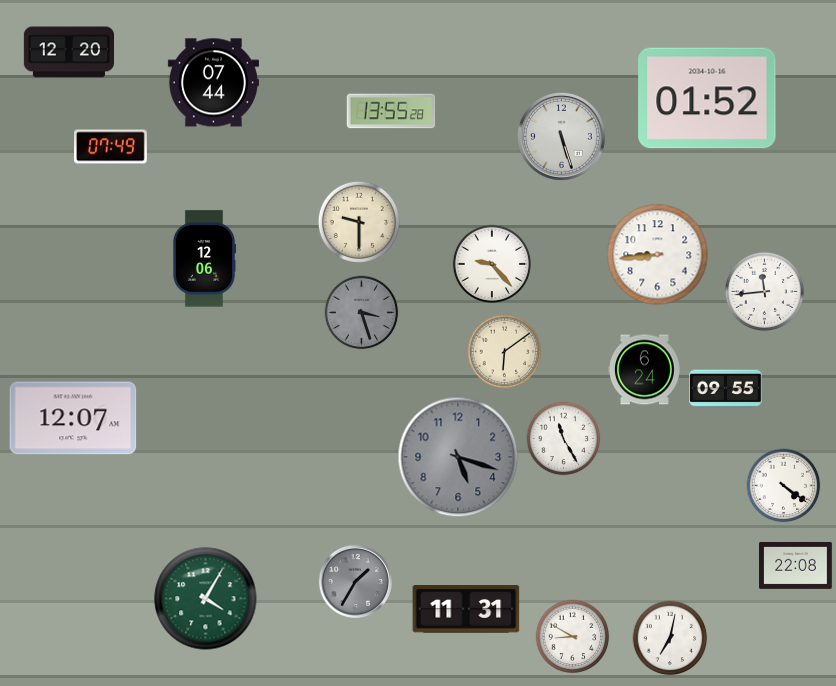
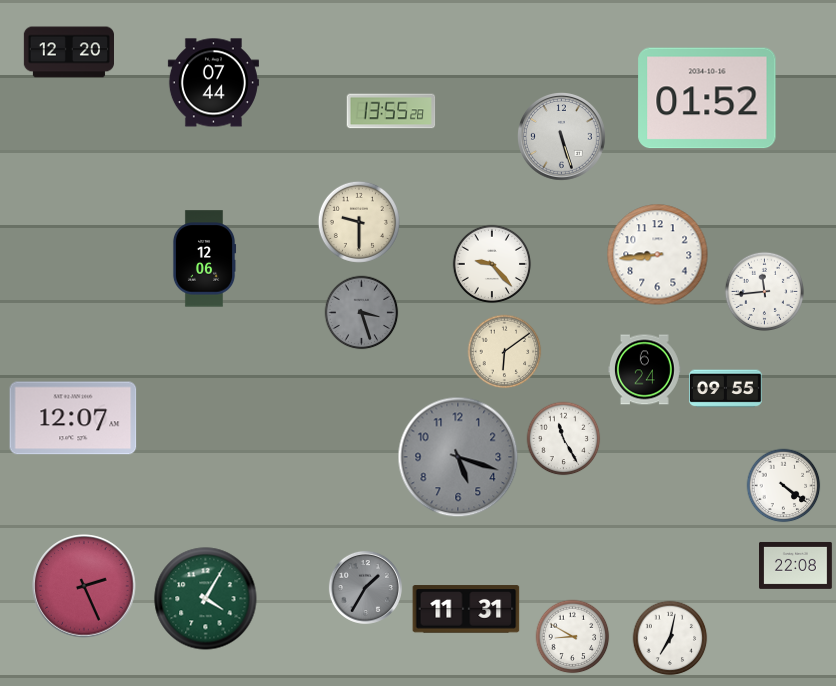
clock at (111, 147): 07:49 -> none
clock at (355, 581) position: (355, 581) -> (365, 587)
clock at (84, 586): none -> 2:26
